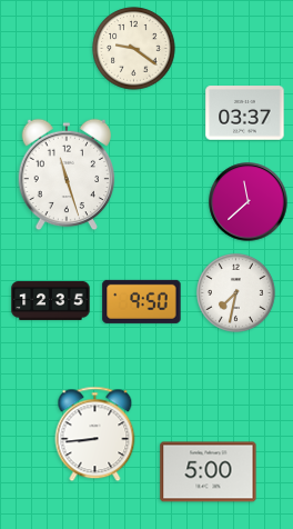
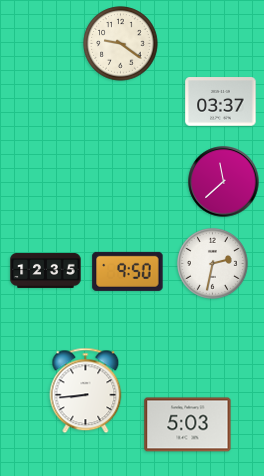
clock at (67, 174): 11:27 -> none
clock at (235, 292): 7:32 -> 2:32
clock at (209, 472): 5:00 -> 5:03
